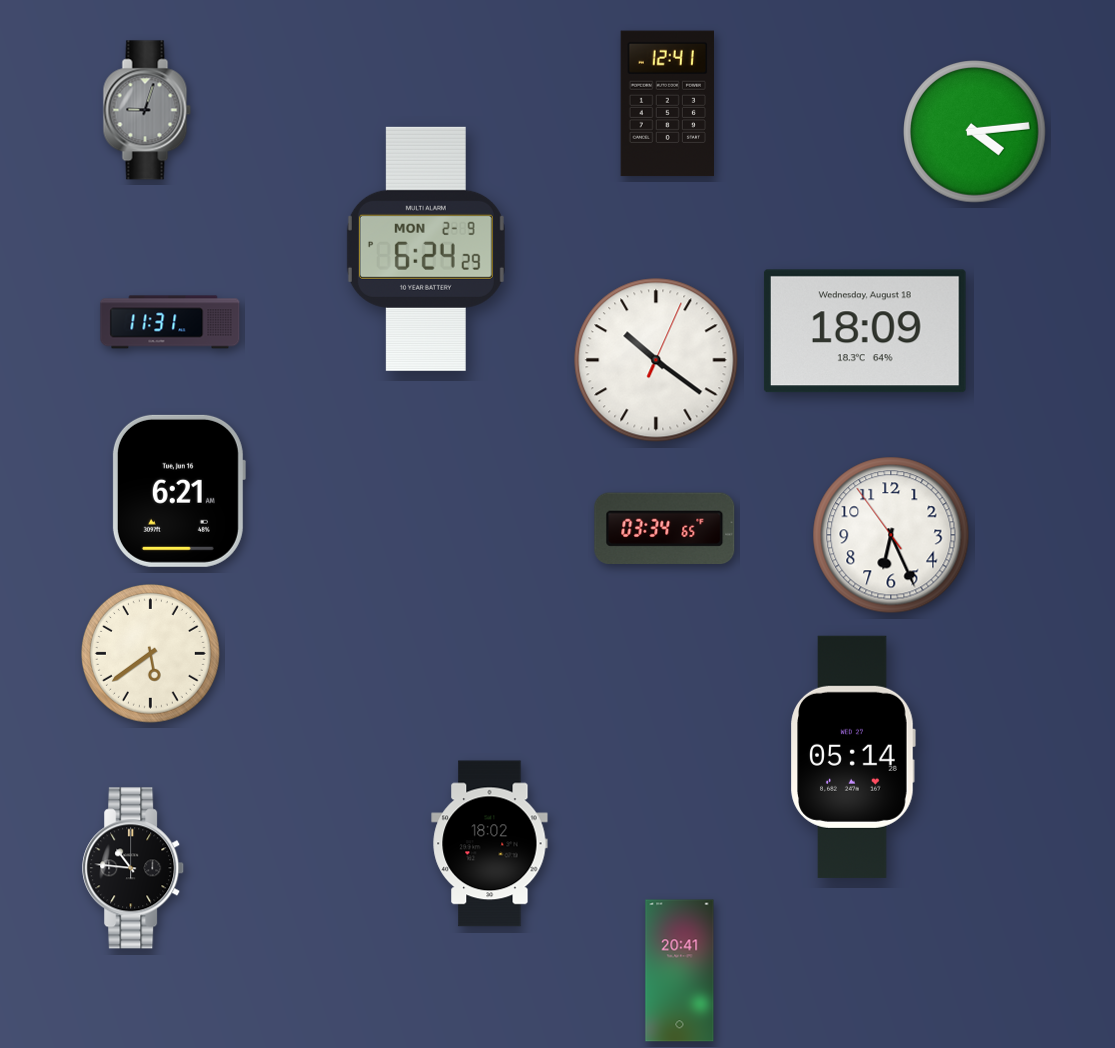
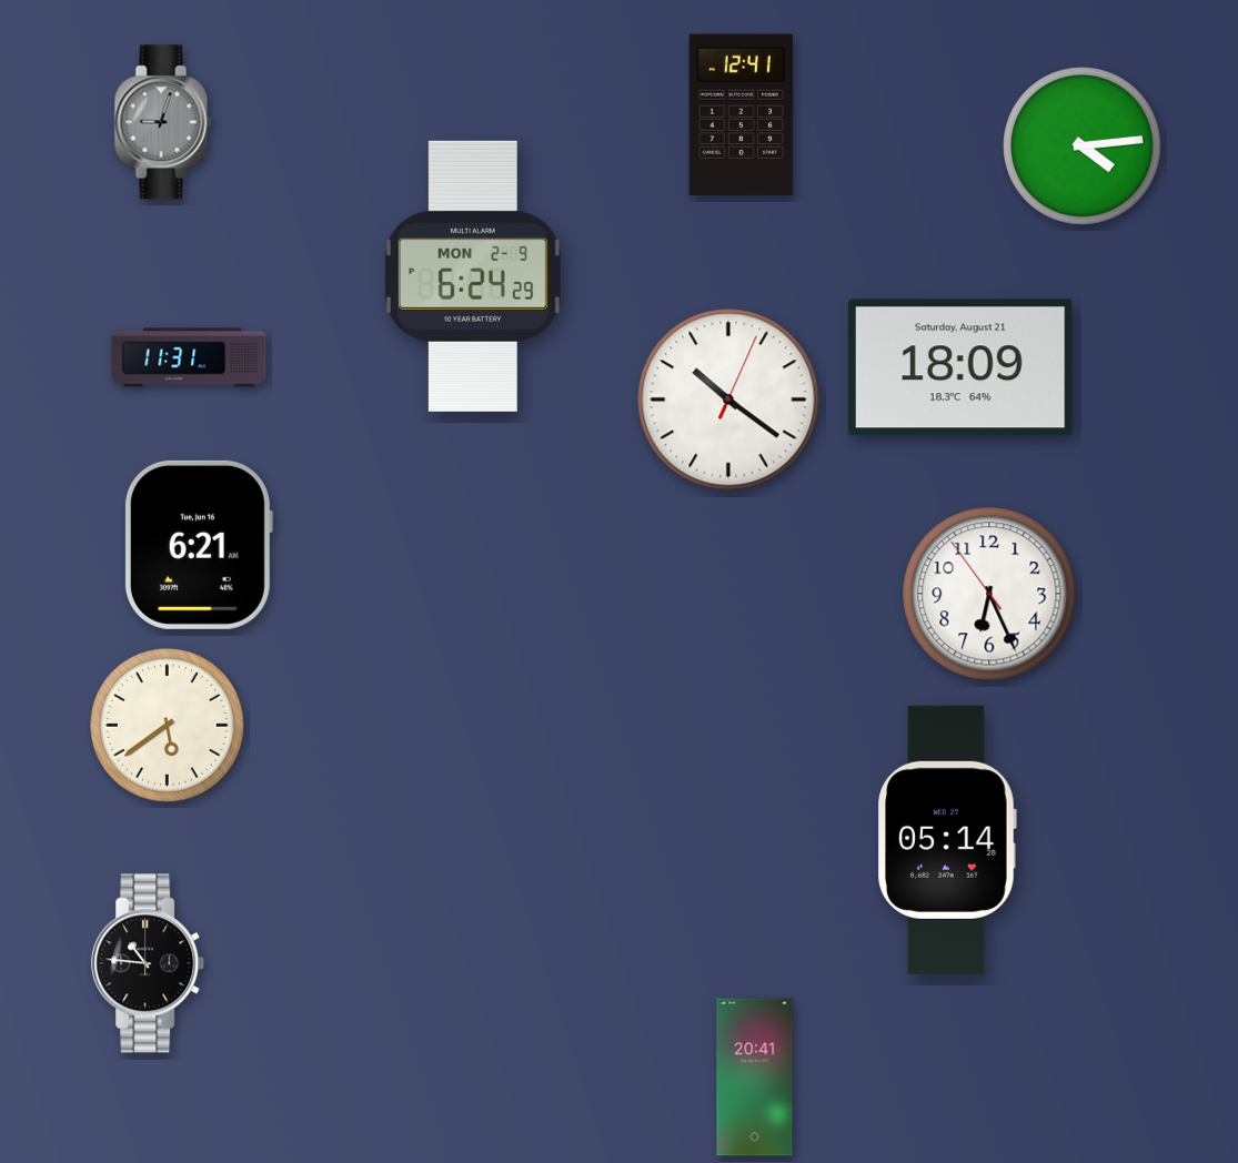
clock at (865, 331) date: Wednesday, August 18 -> Saturday, August 21
clock at (665, 528): 03:34 -> none
clock at (490, 844): 18:02 -> none
